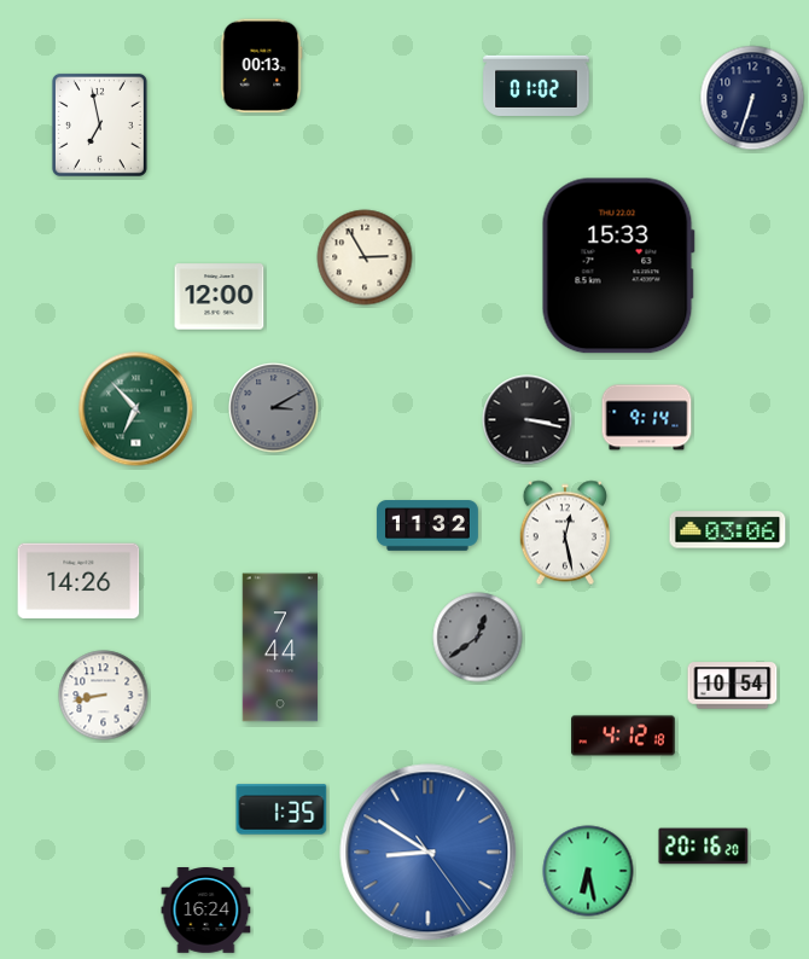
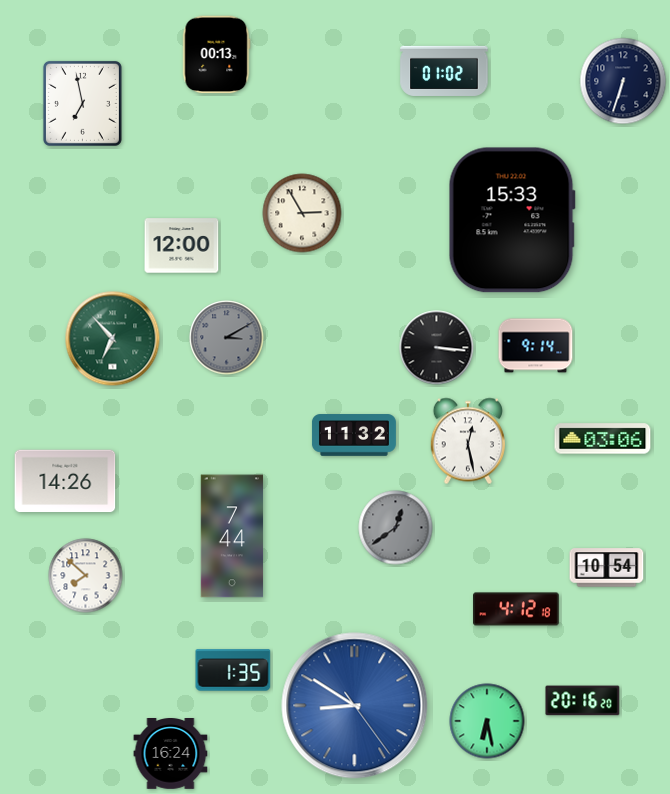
clock at (528, 420): 3:17 -> 3:16
clock at (104, 696): 8:43 -> 7:52
